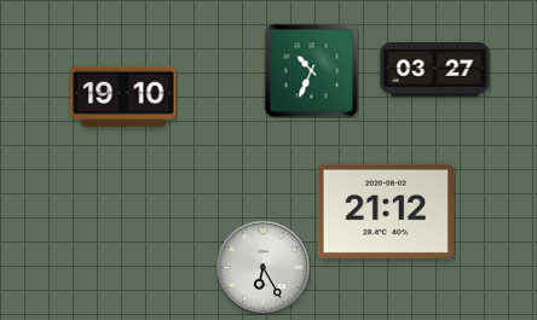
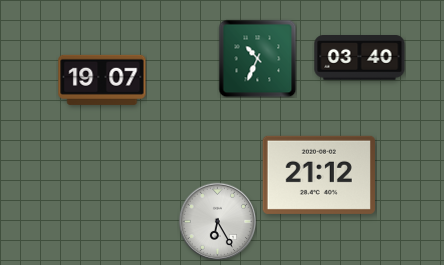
clock at (435, 70): 03:27 -> 03:40
clock at (123, 97): 19:10 -> 19:07
